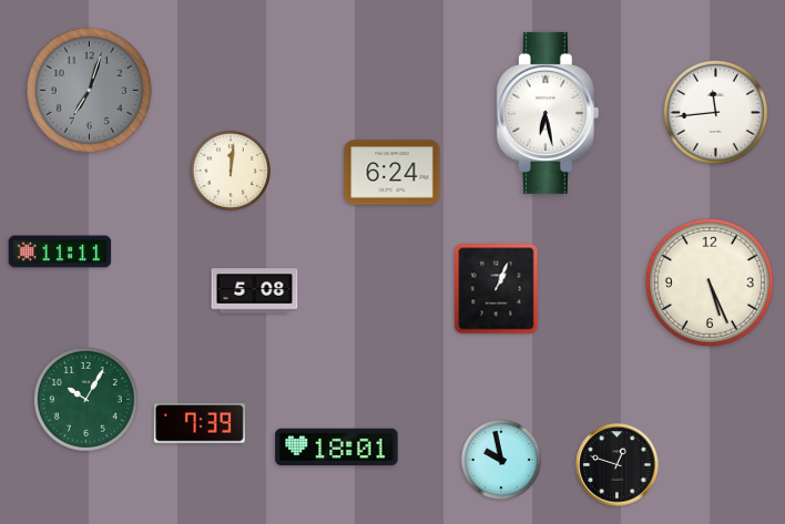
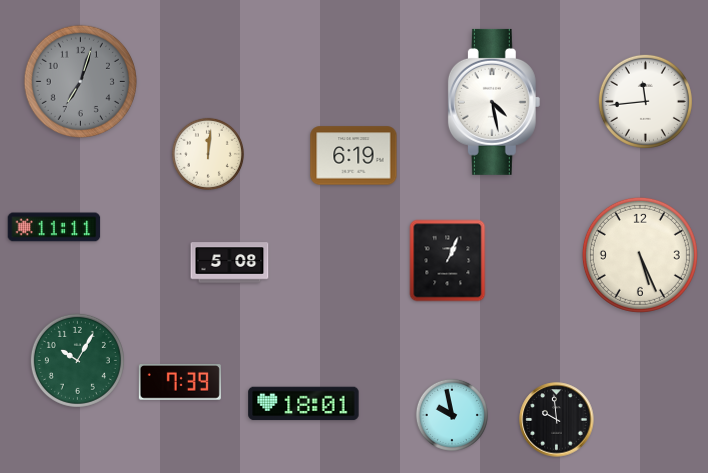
clock at (548, 113): 6:28 -> 4:28
clock at (392, 173): 6:24 -> 6:19
clock at (618, 465): 12:48 -> 9:59
